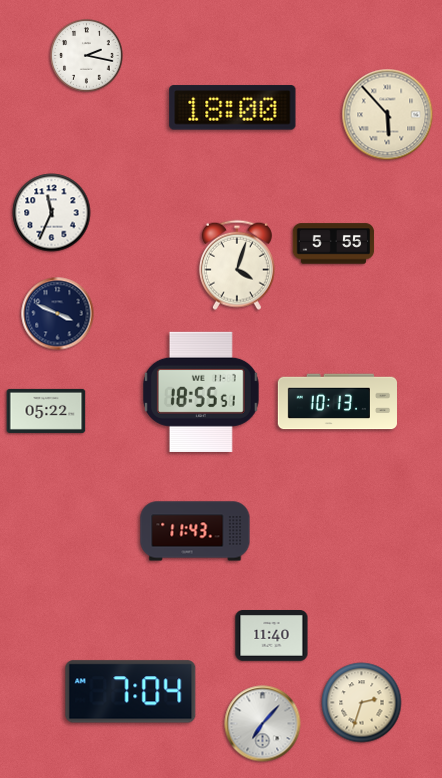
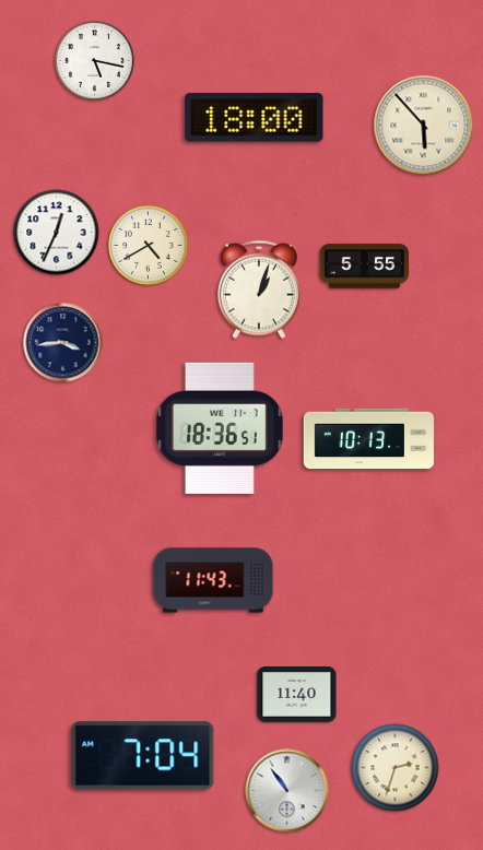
clock at (87, 56): 2:17 -> 5:17
clock at (52, 213): 11:34 -> 12:34
clock at (149, 246): none -> 4:40
clock at (237, 265): 4:03 -> 1:03
clock at (58, 314): 3:49 -> 3:44
clock at (201, 392): 18:55 -> 18:36
clock at (46, 411): 05:22 -> none
clock at (263, 724): 7:07 -> 10:54
